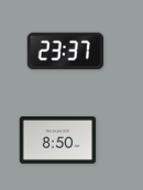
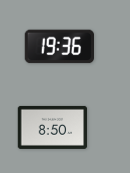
clock at (66, 52): 23:37 -> 19:36
